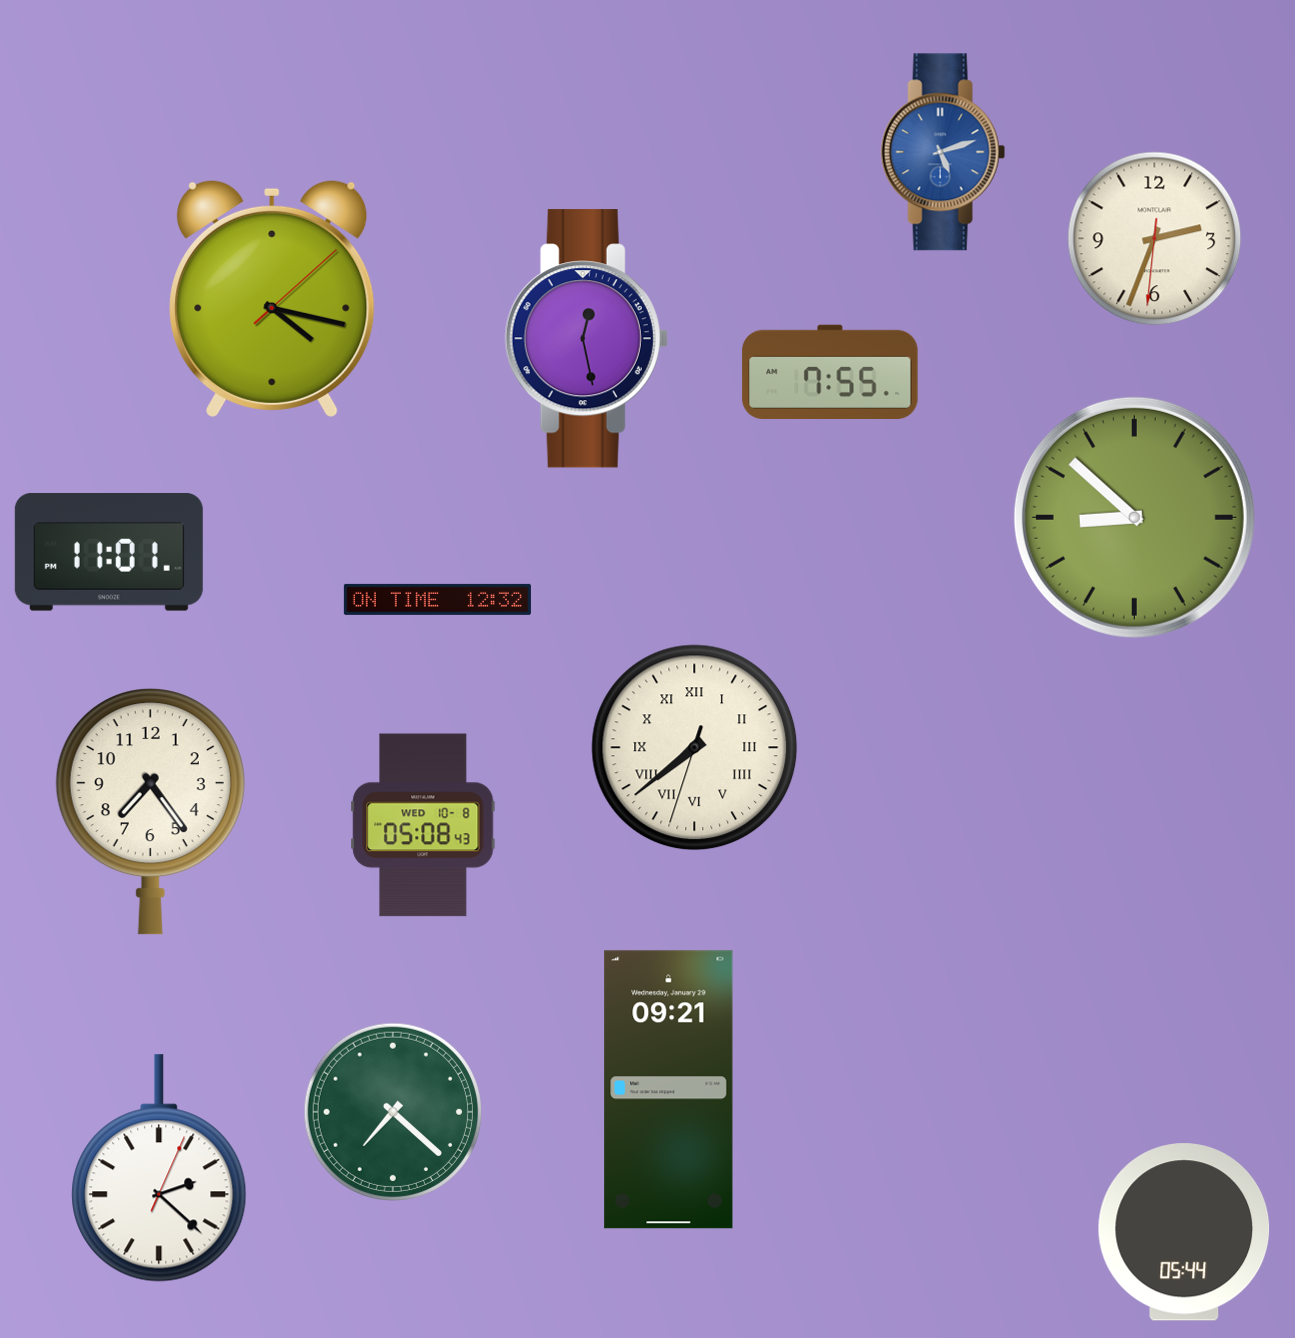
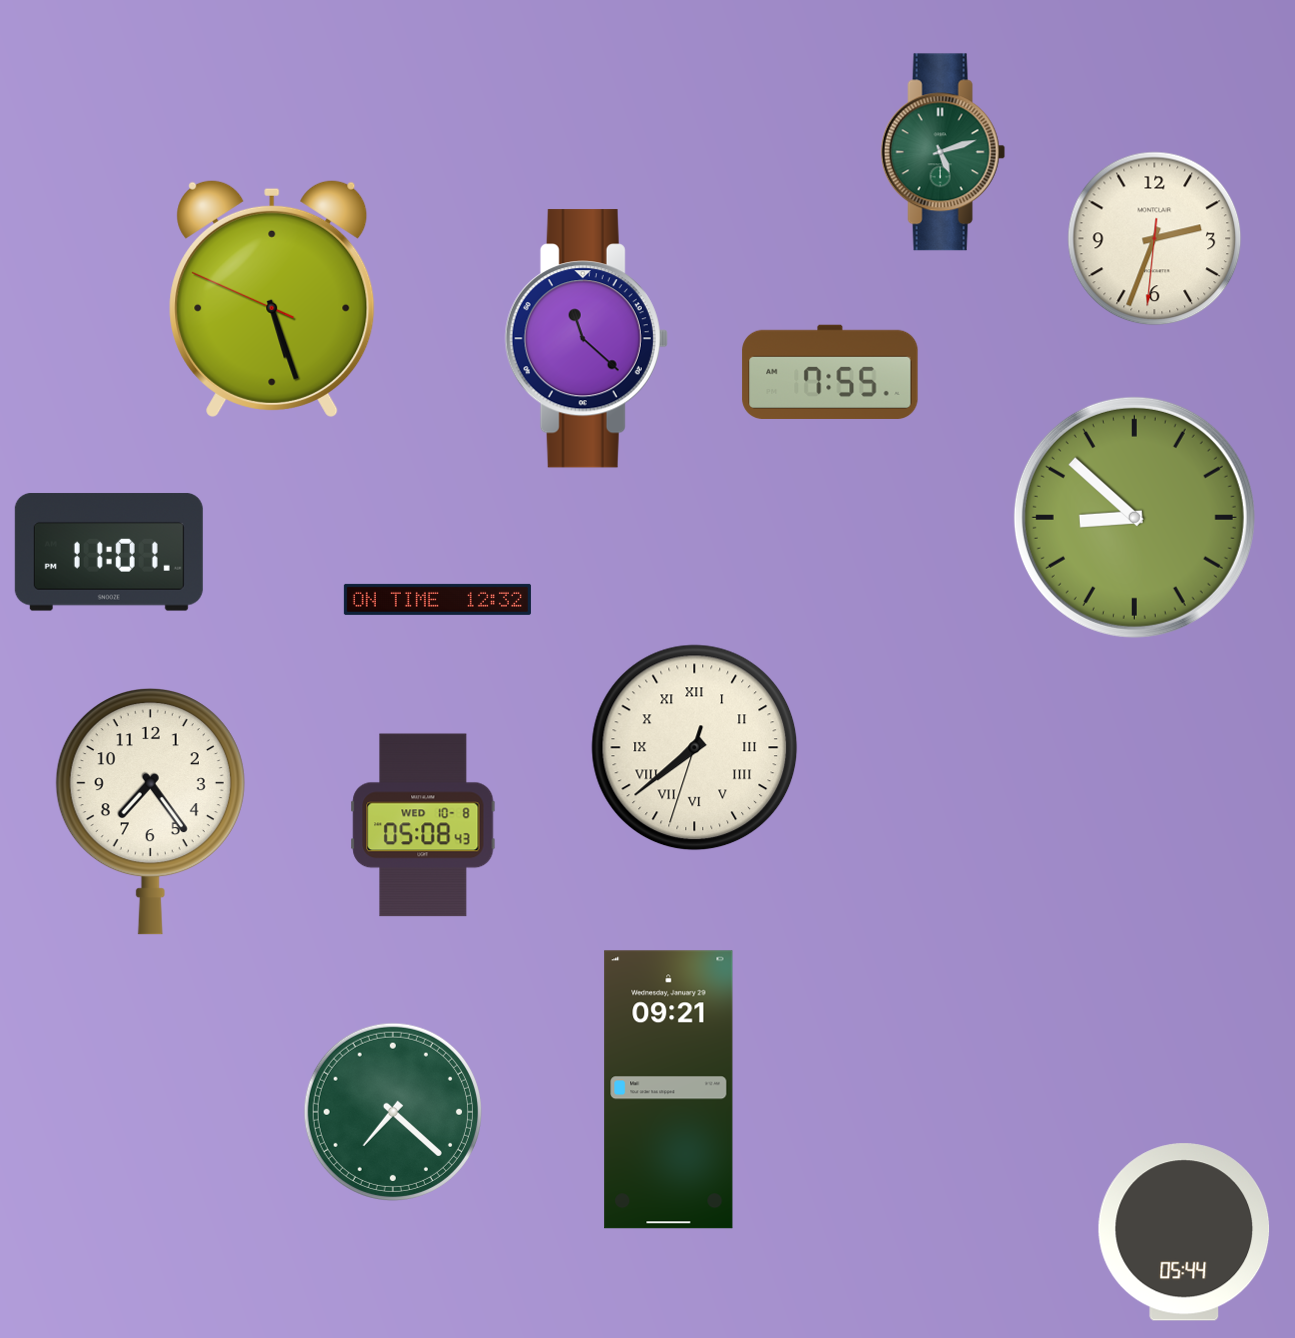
clock at (943, 152) dial: blue -> green
clock at (272, 298): 4:17 -> 5:26
clock at (586, 339): 12:28 -> 11:22
clock at (159, 1168): 2:22 -> none
